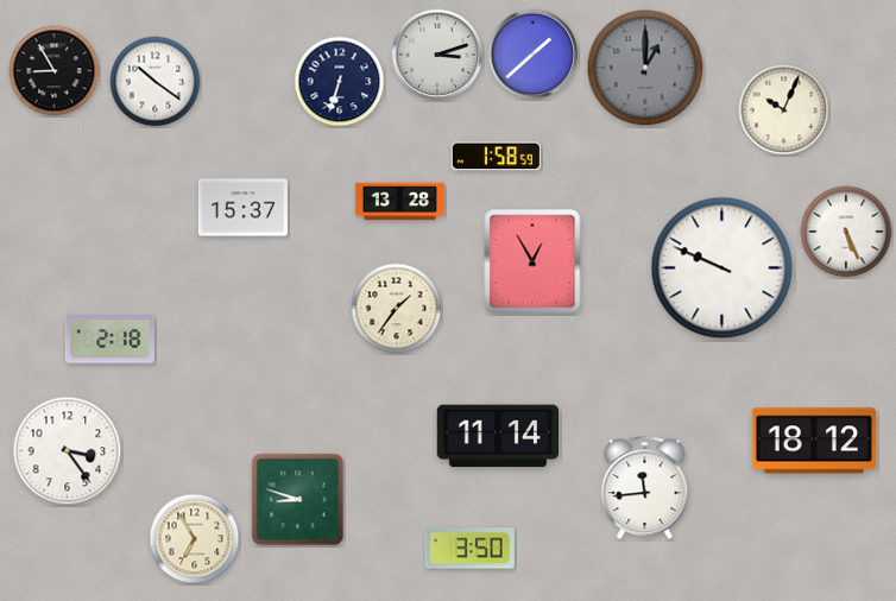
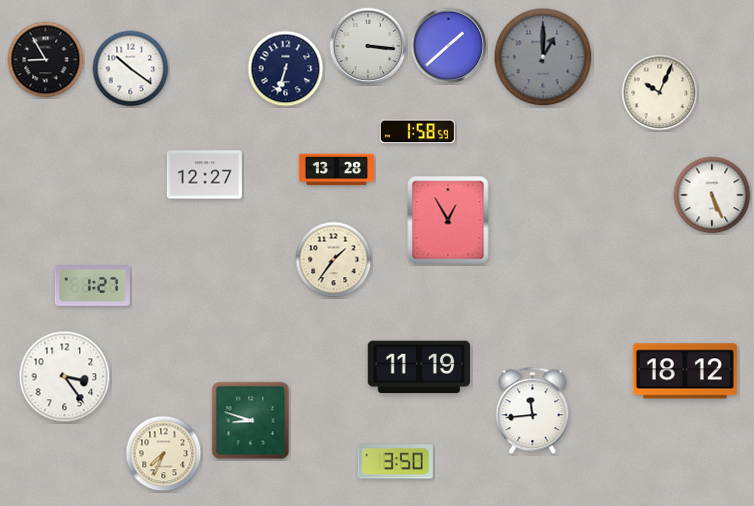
clock at (437, 55): 3:12 -> 3:16
clock at (242, 208): 15:37 -> 12:27
clock at (723, 268): 9:49 -> none
clock at (109, 340): 2:18 -> 1:27
clock at (497, 436): 11:14 -> 11:19
clock at (68, 451) position: (68, 451) -> (65, 377)
clock at (645, 488) position: (645, 488) -> (533, 411)
clock at (195, 539): 6:55 -> 7:34
